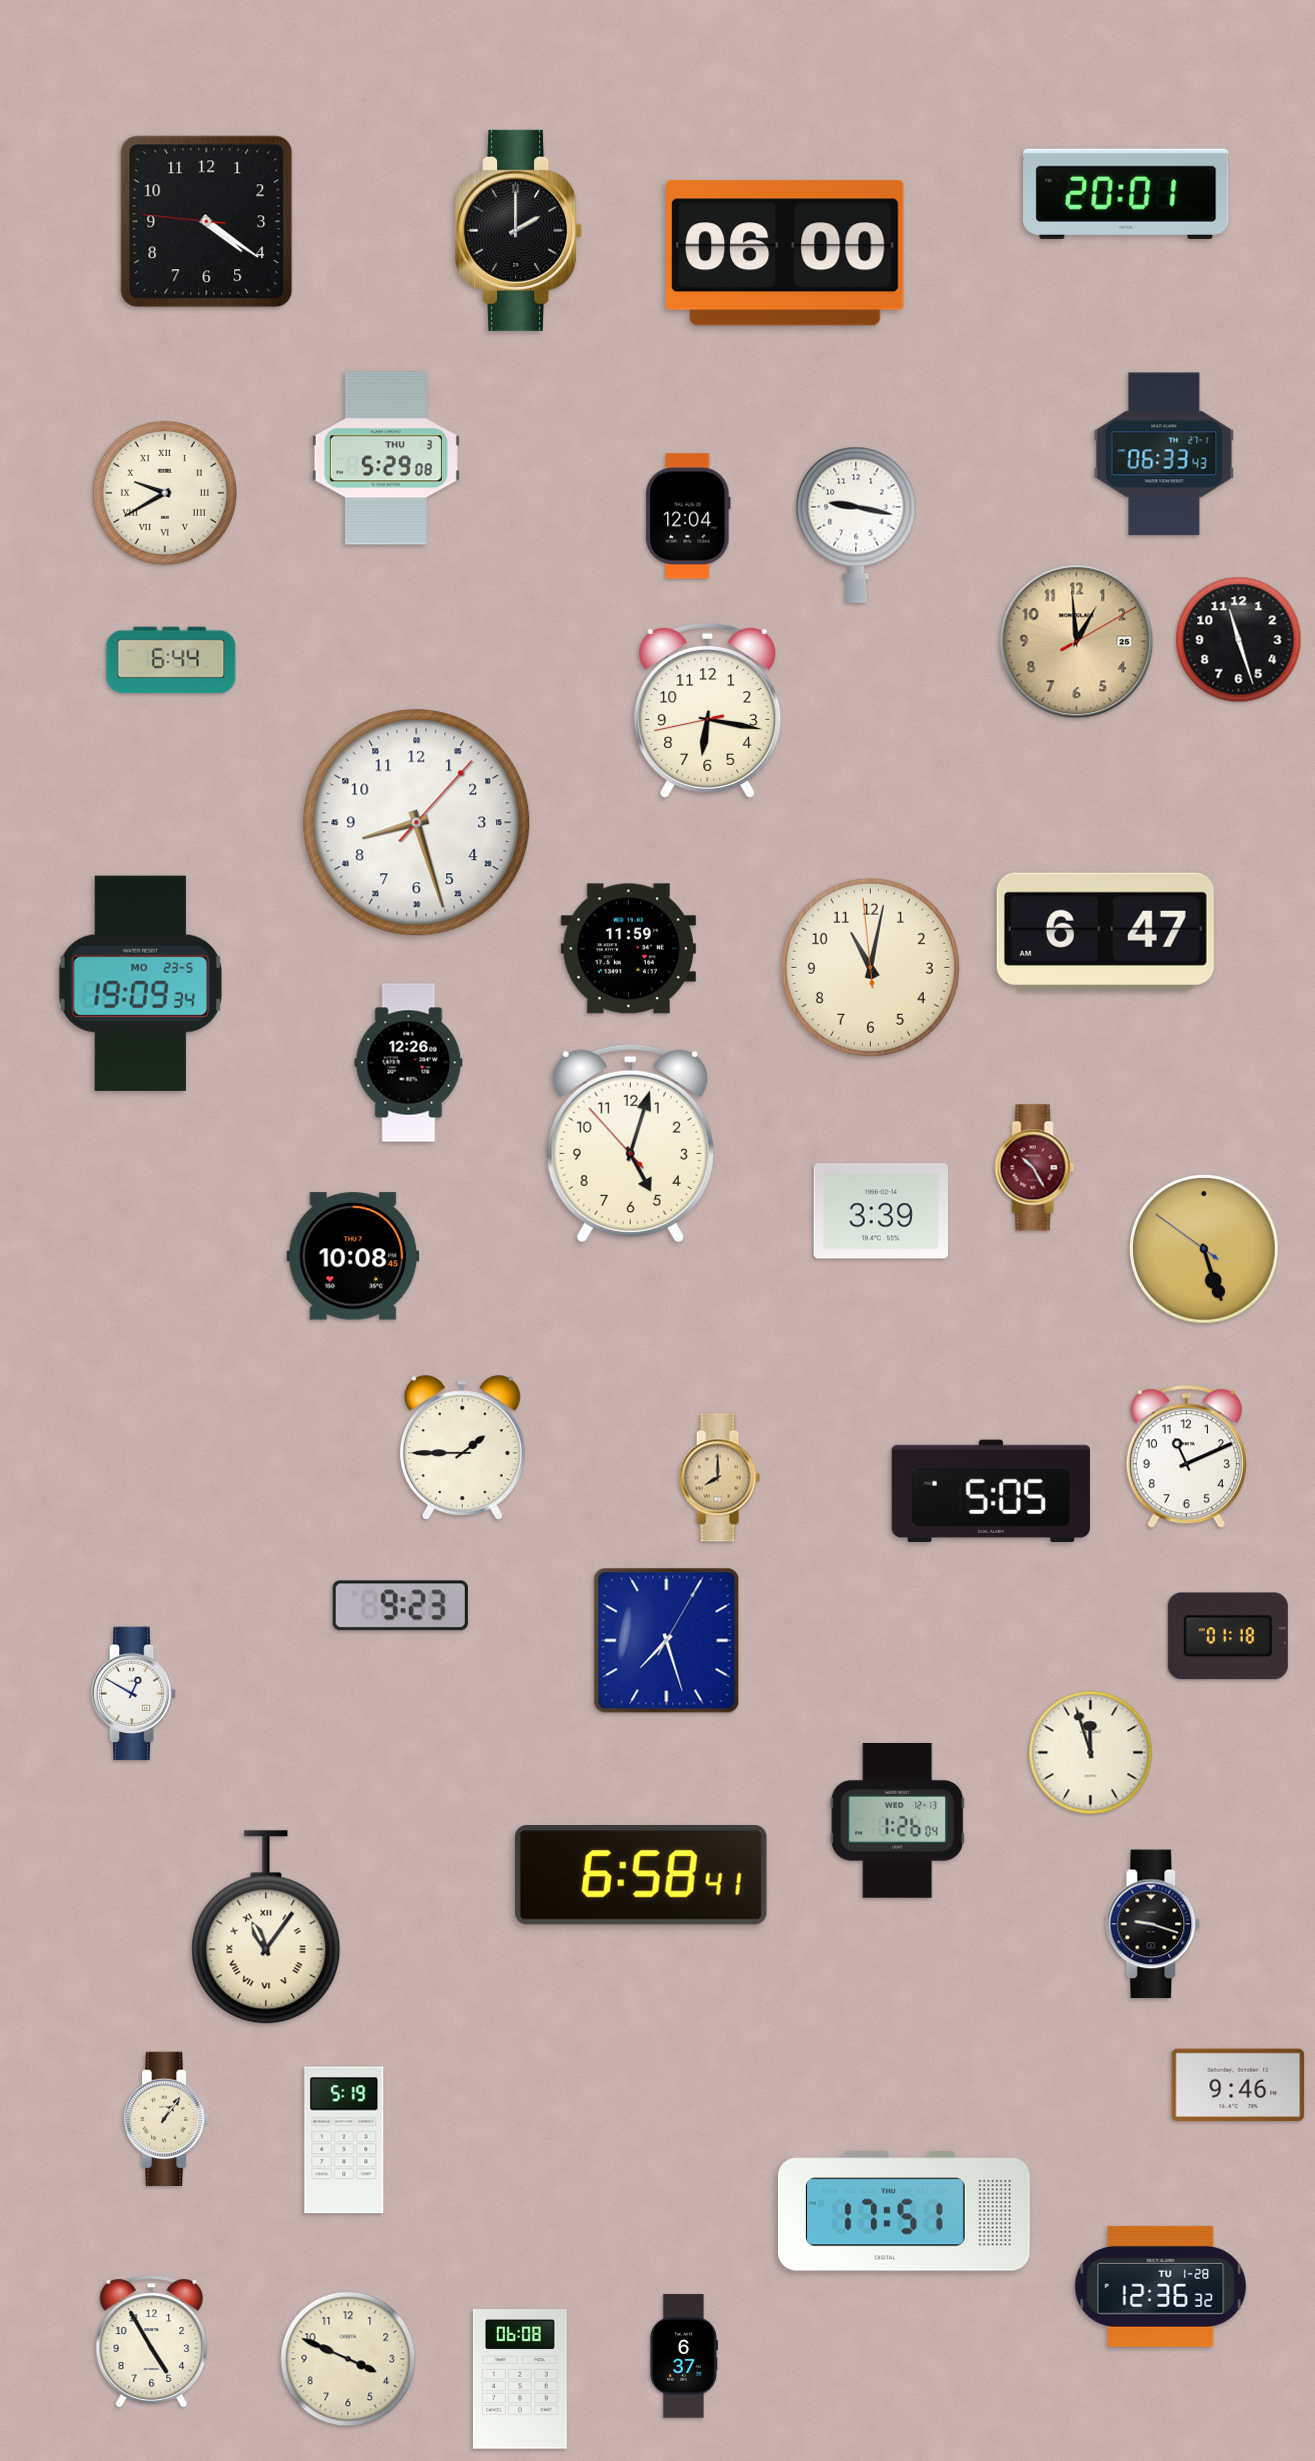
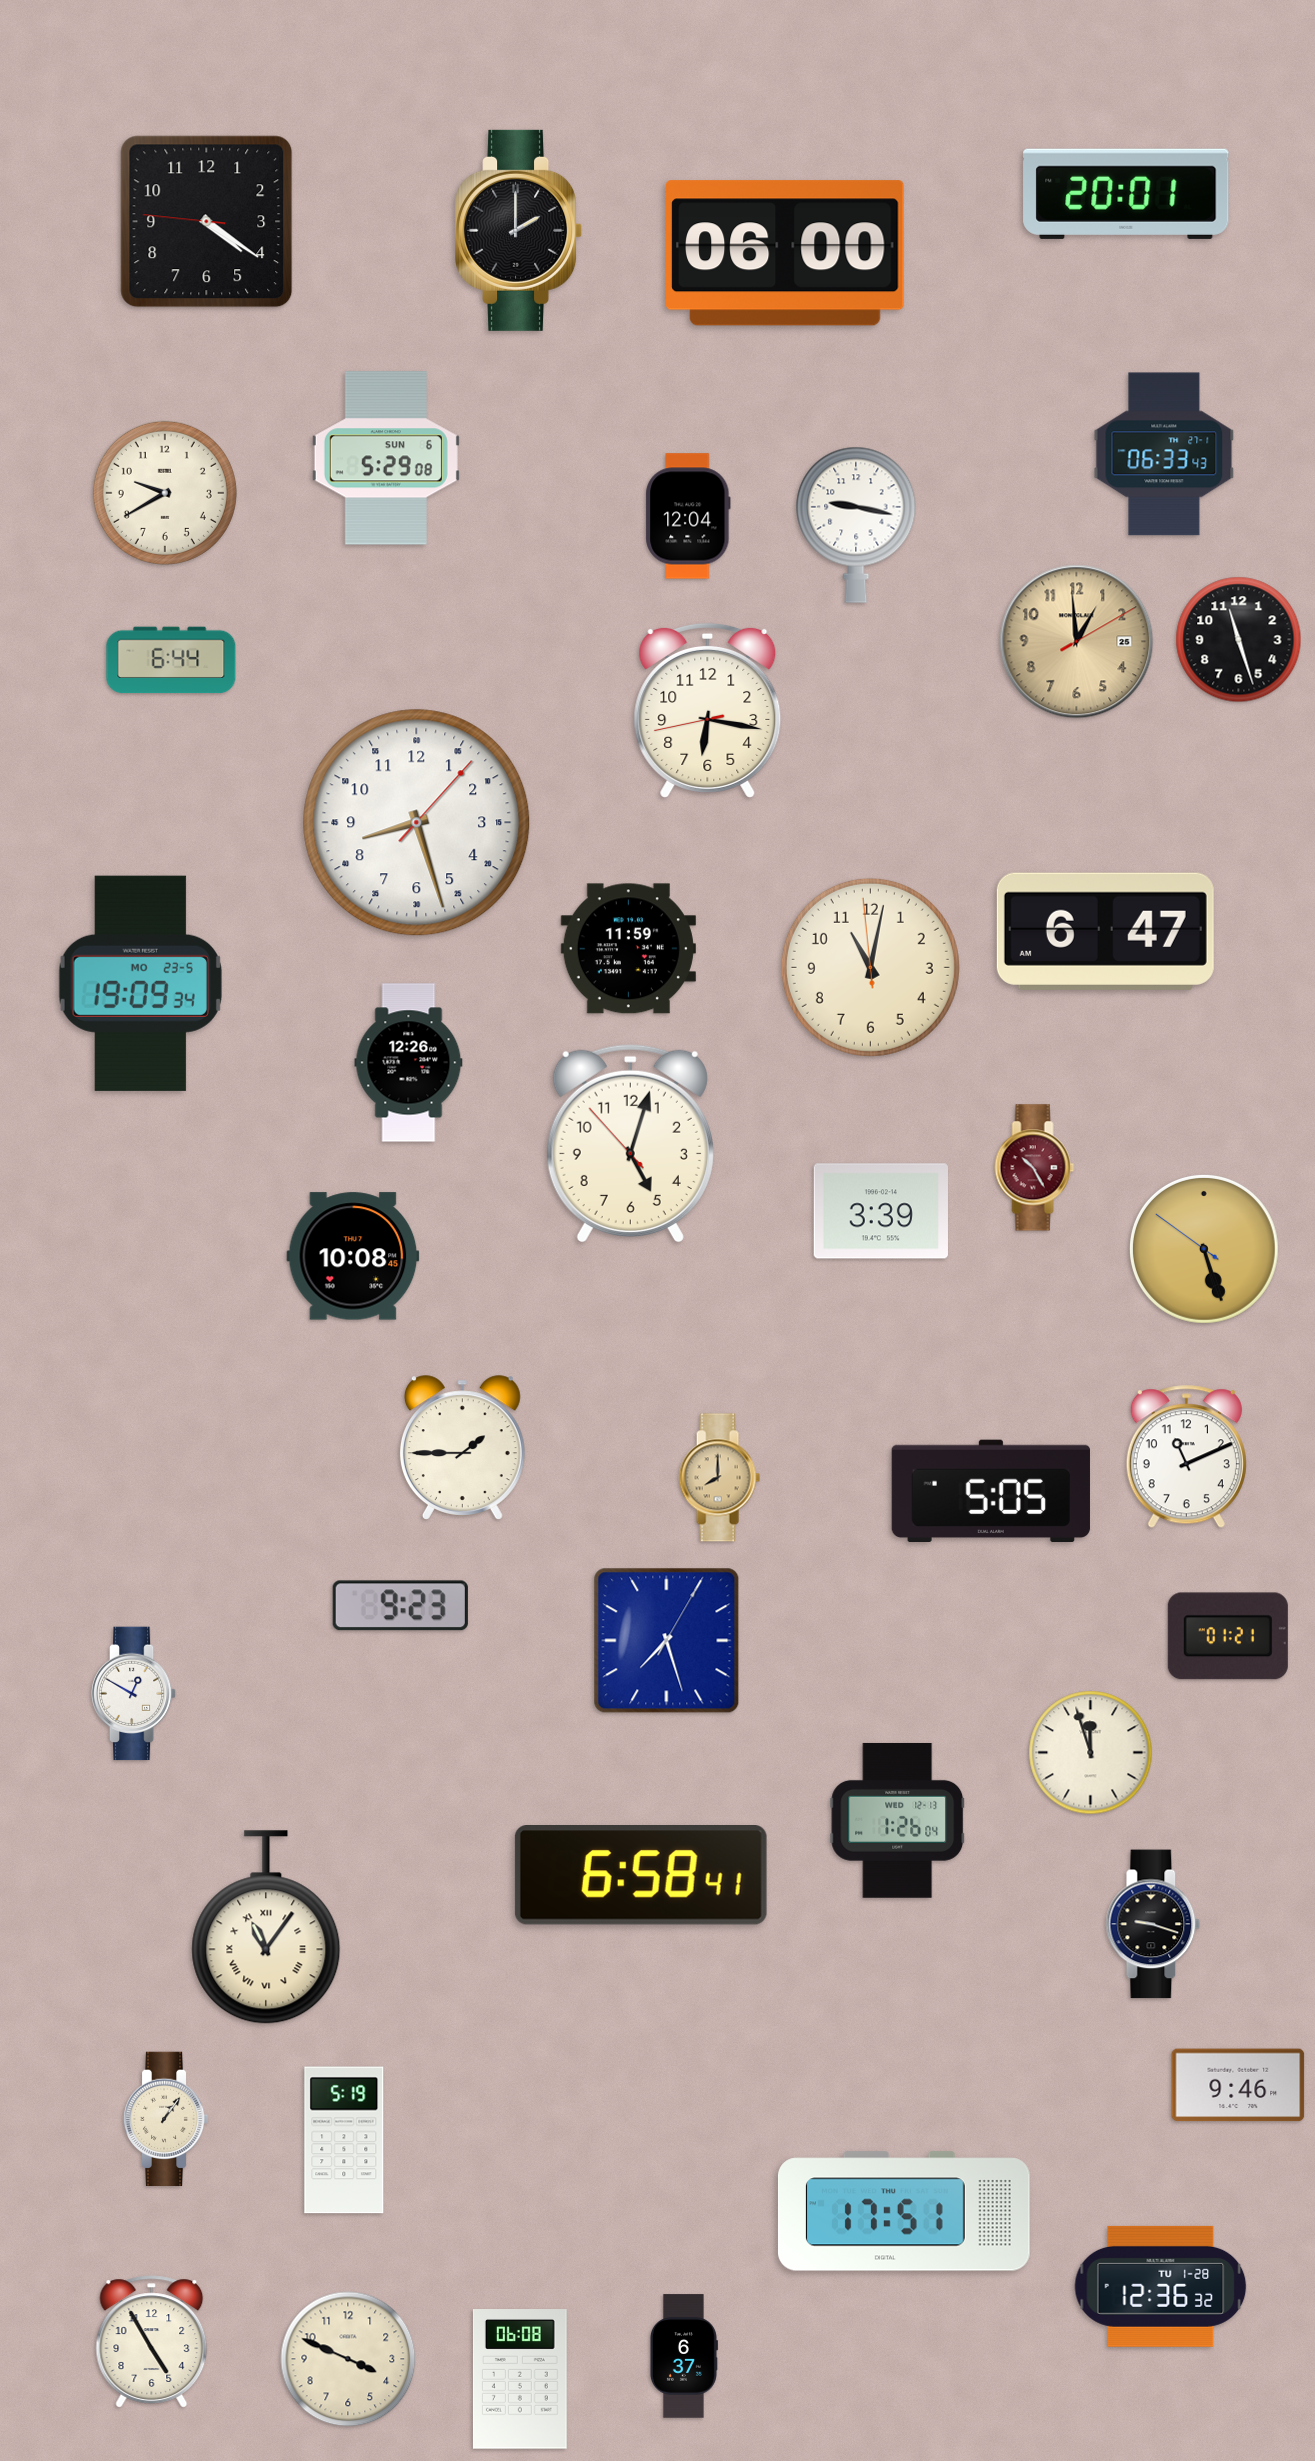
clock at (386, 458) date: THU 3 -> SUN 6
clock at (165, 493) numerals: Roman -> Arabic
clock at (1228, 1636): 01:18 -> 01:21
